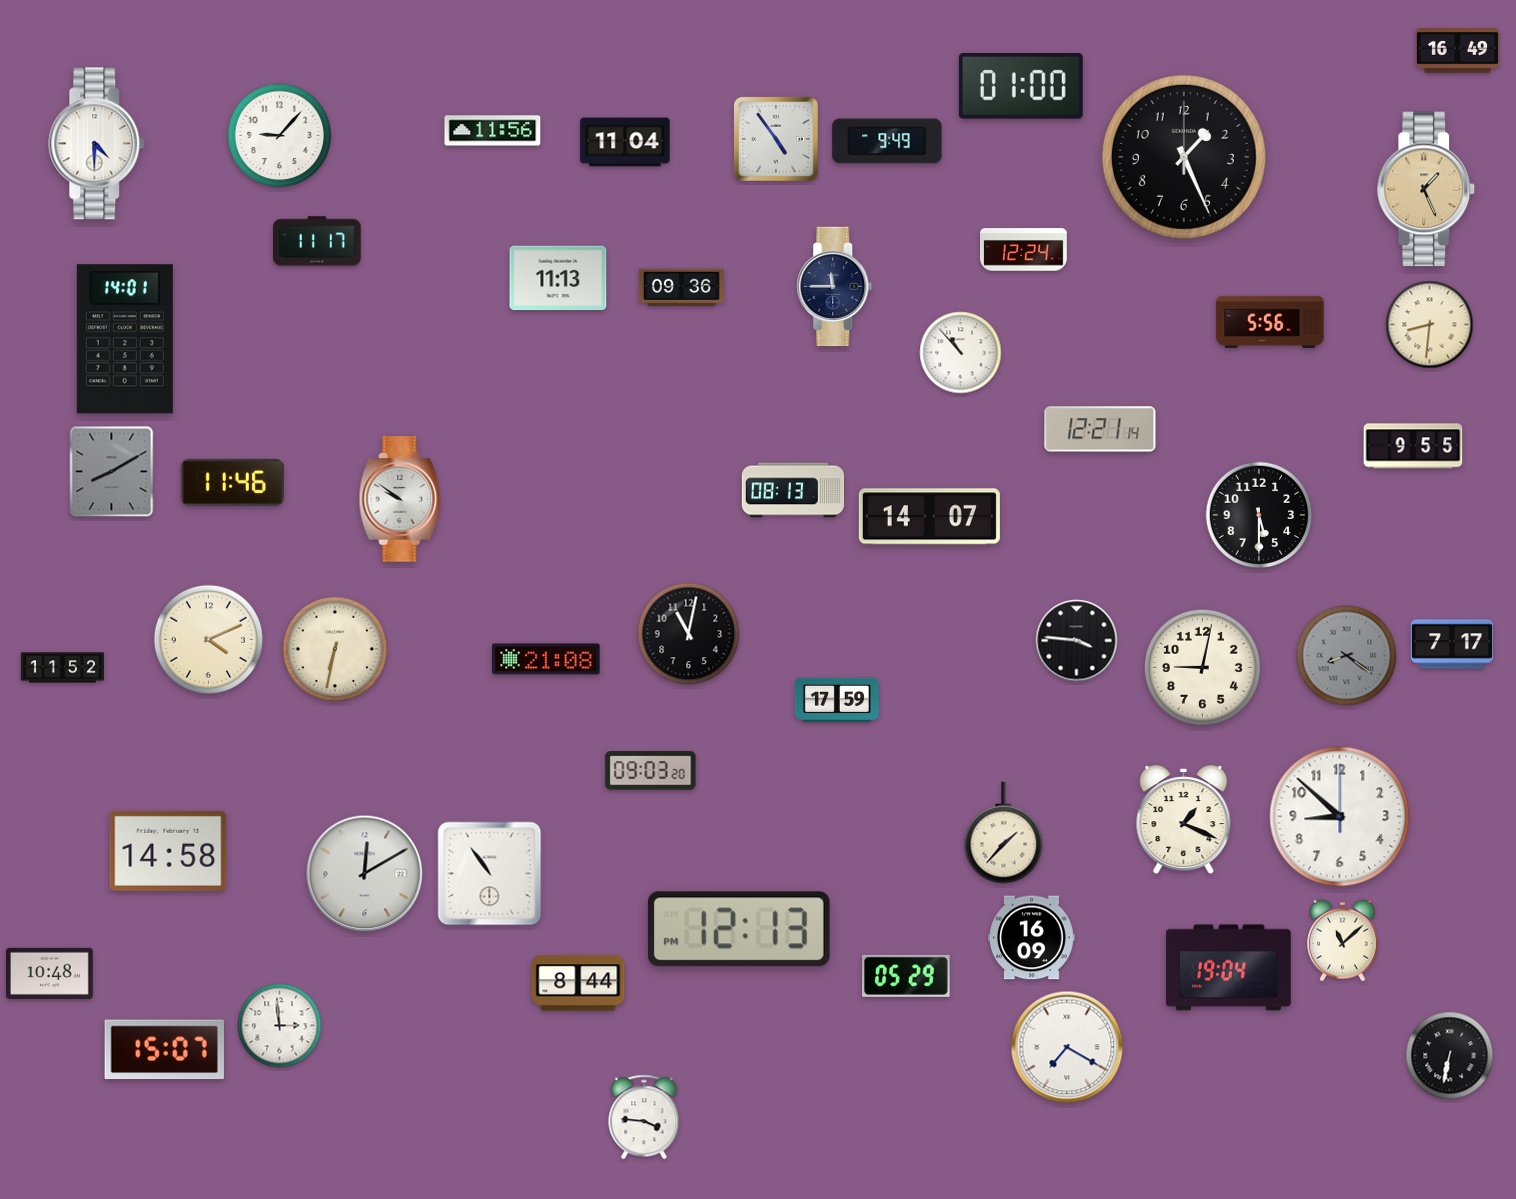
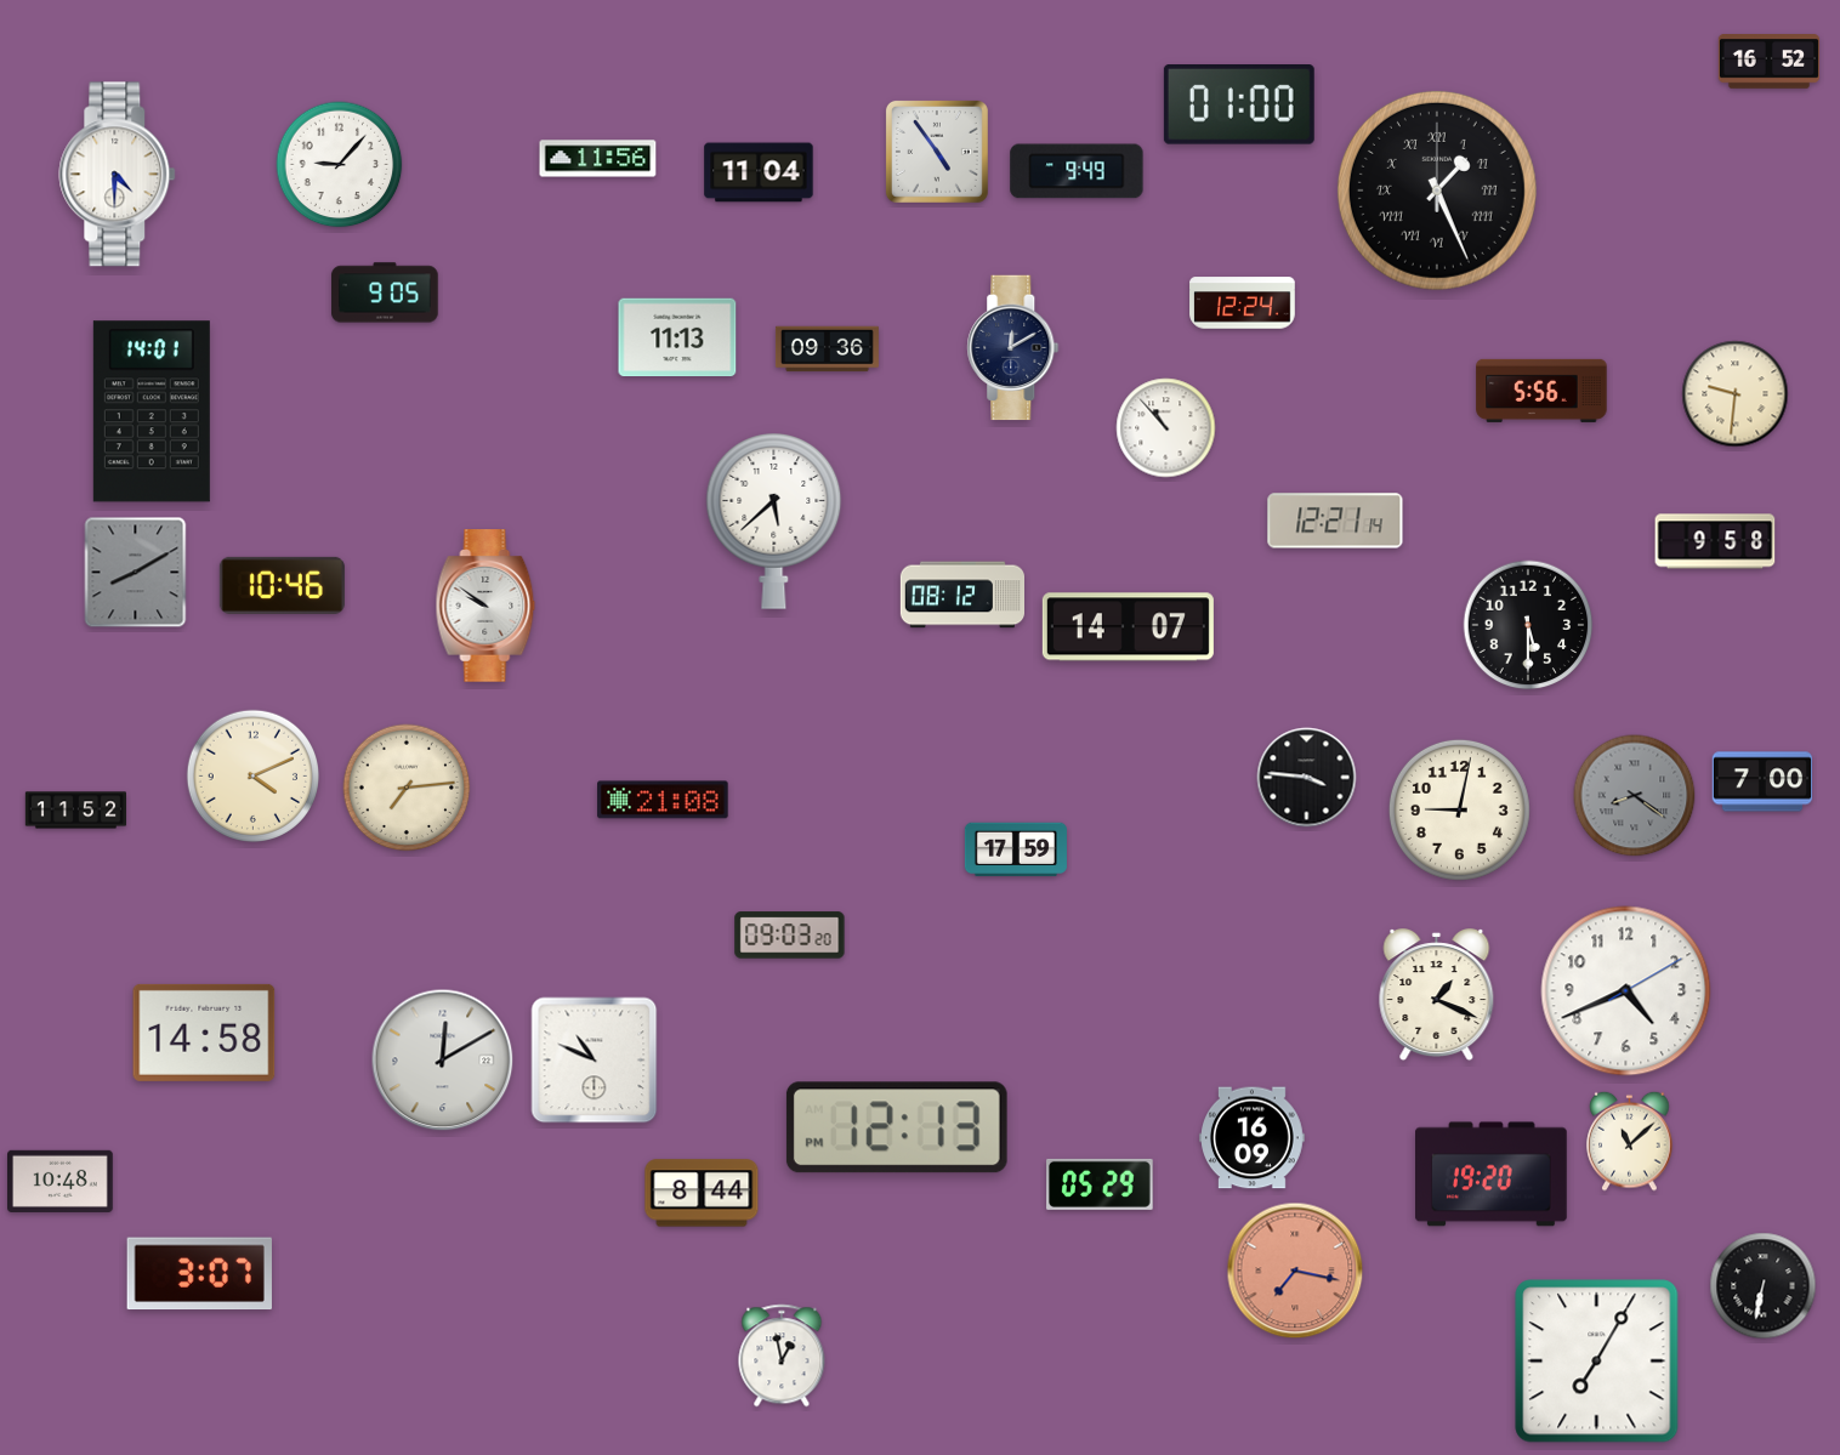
clock at (1457, 51): 16:49 -> 16:52
clock at (776, 139) position: (776, 139) -> (937, 152)
clock at (1184, 157) numerals: Arabic -> Roman
clock at (1426, 189): 1:26 -> none
clock at (317, 241): 11:17 -> 9:05
clock at (835, 287): 11:45 -> 12:10
clock at (1430, 325): 8:31 -> 9:31
clock at (774, 522): none -> 5:38
clock at (1413, 446): 9:55 -> 9:58
clock at (232, 482): 11:46 -> 10:46
clock at (792, 490): 08:13 -> 08:12
clock at (689, 634): 11:02 -> none
clock at (1452, 644): 7:17 -> 7:00
clock at (335, 649): 6:32 -> 7:14
clock at (1340, 817): 8:52 -> 4:41
clock at (1004, 833): 1:37 -> none
clock at (490, 874): 10:54 -> 10:49
clock at (1229, 968): 19:04 -> 19:20
clock at (280, 1026): 2:59 -> none
clock at (1067, 1047): 7:20 -> 7:17
clock at (1067, 1047) dial: white -> salmon
clock at (164, 1050): 15:07 -> 3:07
clock at (1450, 1056) position: (1450, 1056) -> (1764, 1286)
clock at (644, 1117): 3:46 -> 12:58
clock at (1597, 1362): none -> 7:05
